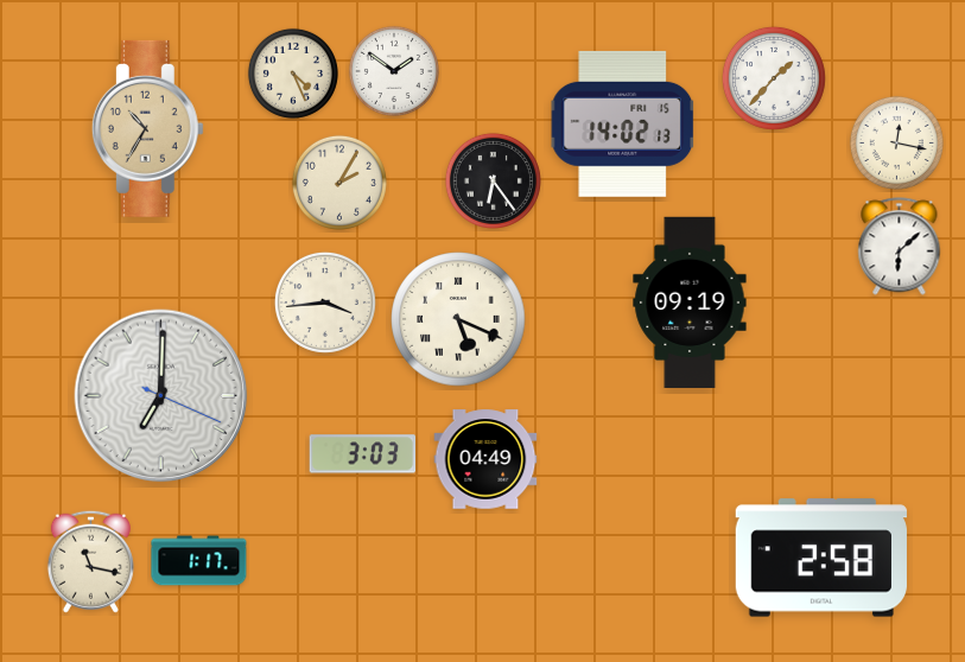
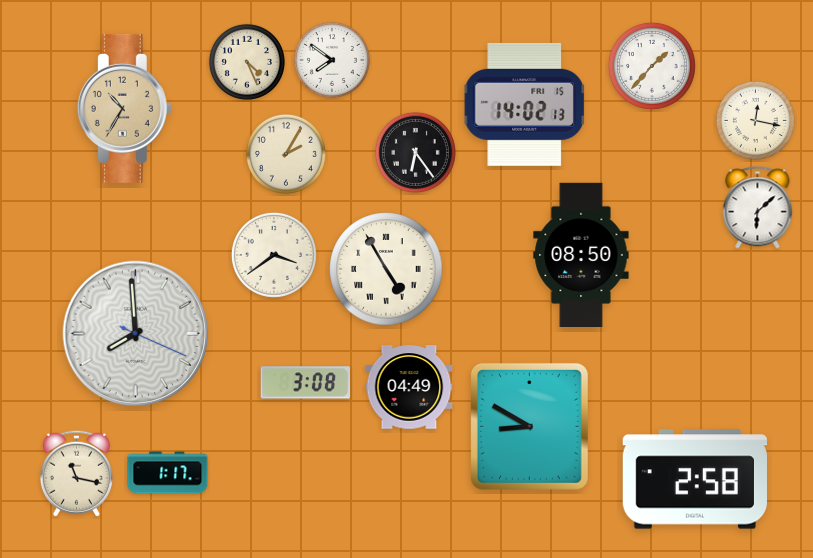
clock at (394, 71): 1:51 -> 7:51
clock at (690, 301): 09:19 -> 08:50
clock at (325, 303): 3:44 -> 3:39
clock at (458, 319): 5:19 -> 4:55
clock at (161, 396): 7:00 -> 7:59
clock at (363, 454): 3:03 -> 3:08
clock at (529, 426): none -> 8:50
clock at (821, 558) position: (821, 558) -> (695, 479)
